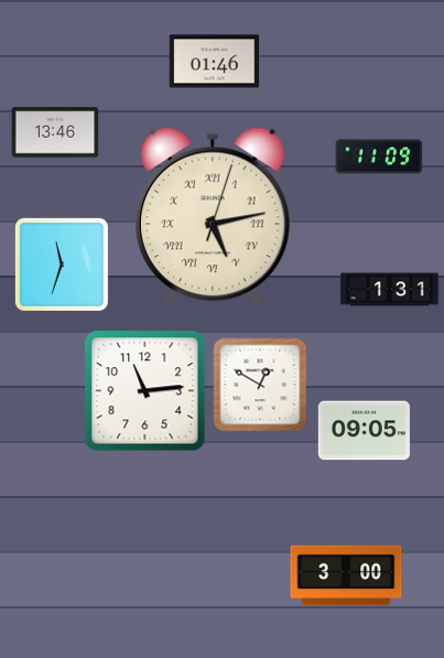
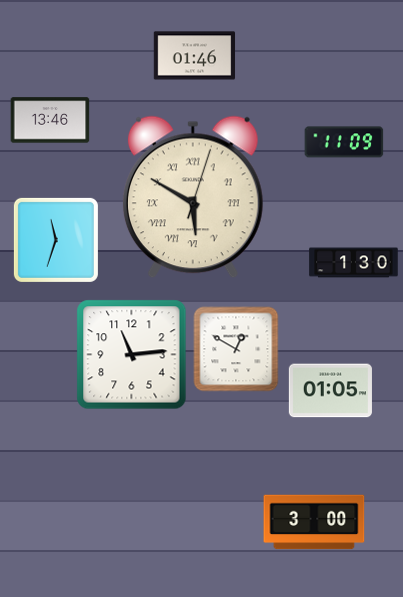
clock at (213, 217): 5:13 -> 5:50
clock at (390, 290): 1:31 -> 1:30
clock at (364, 431): 09:05 -> 01:05
